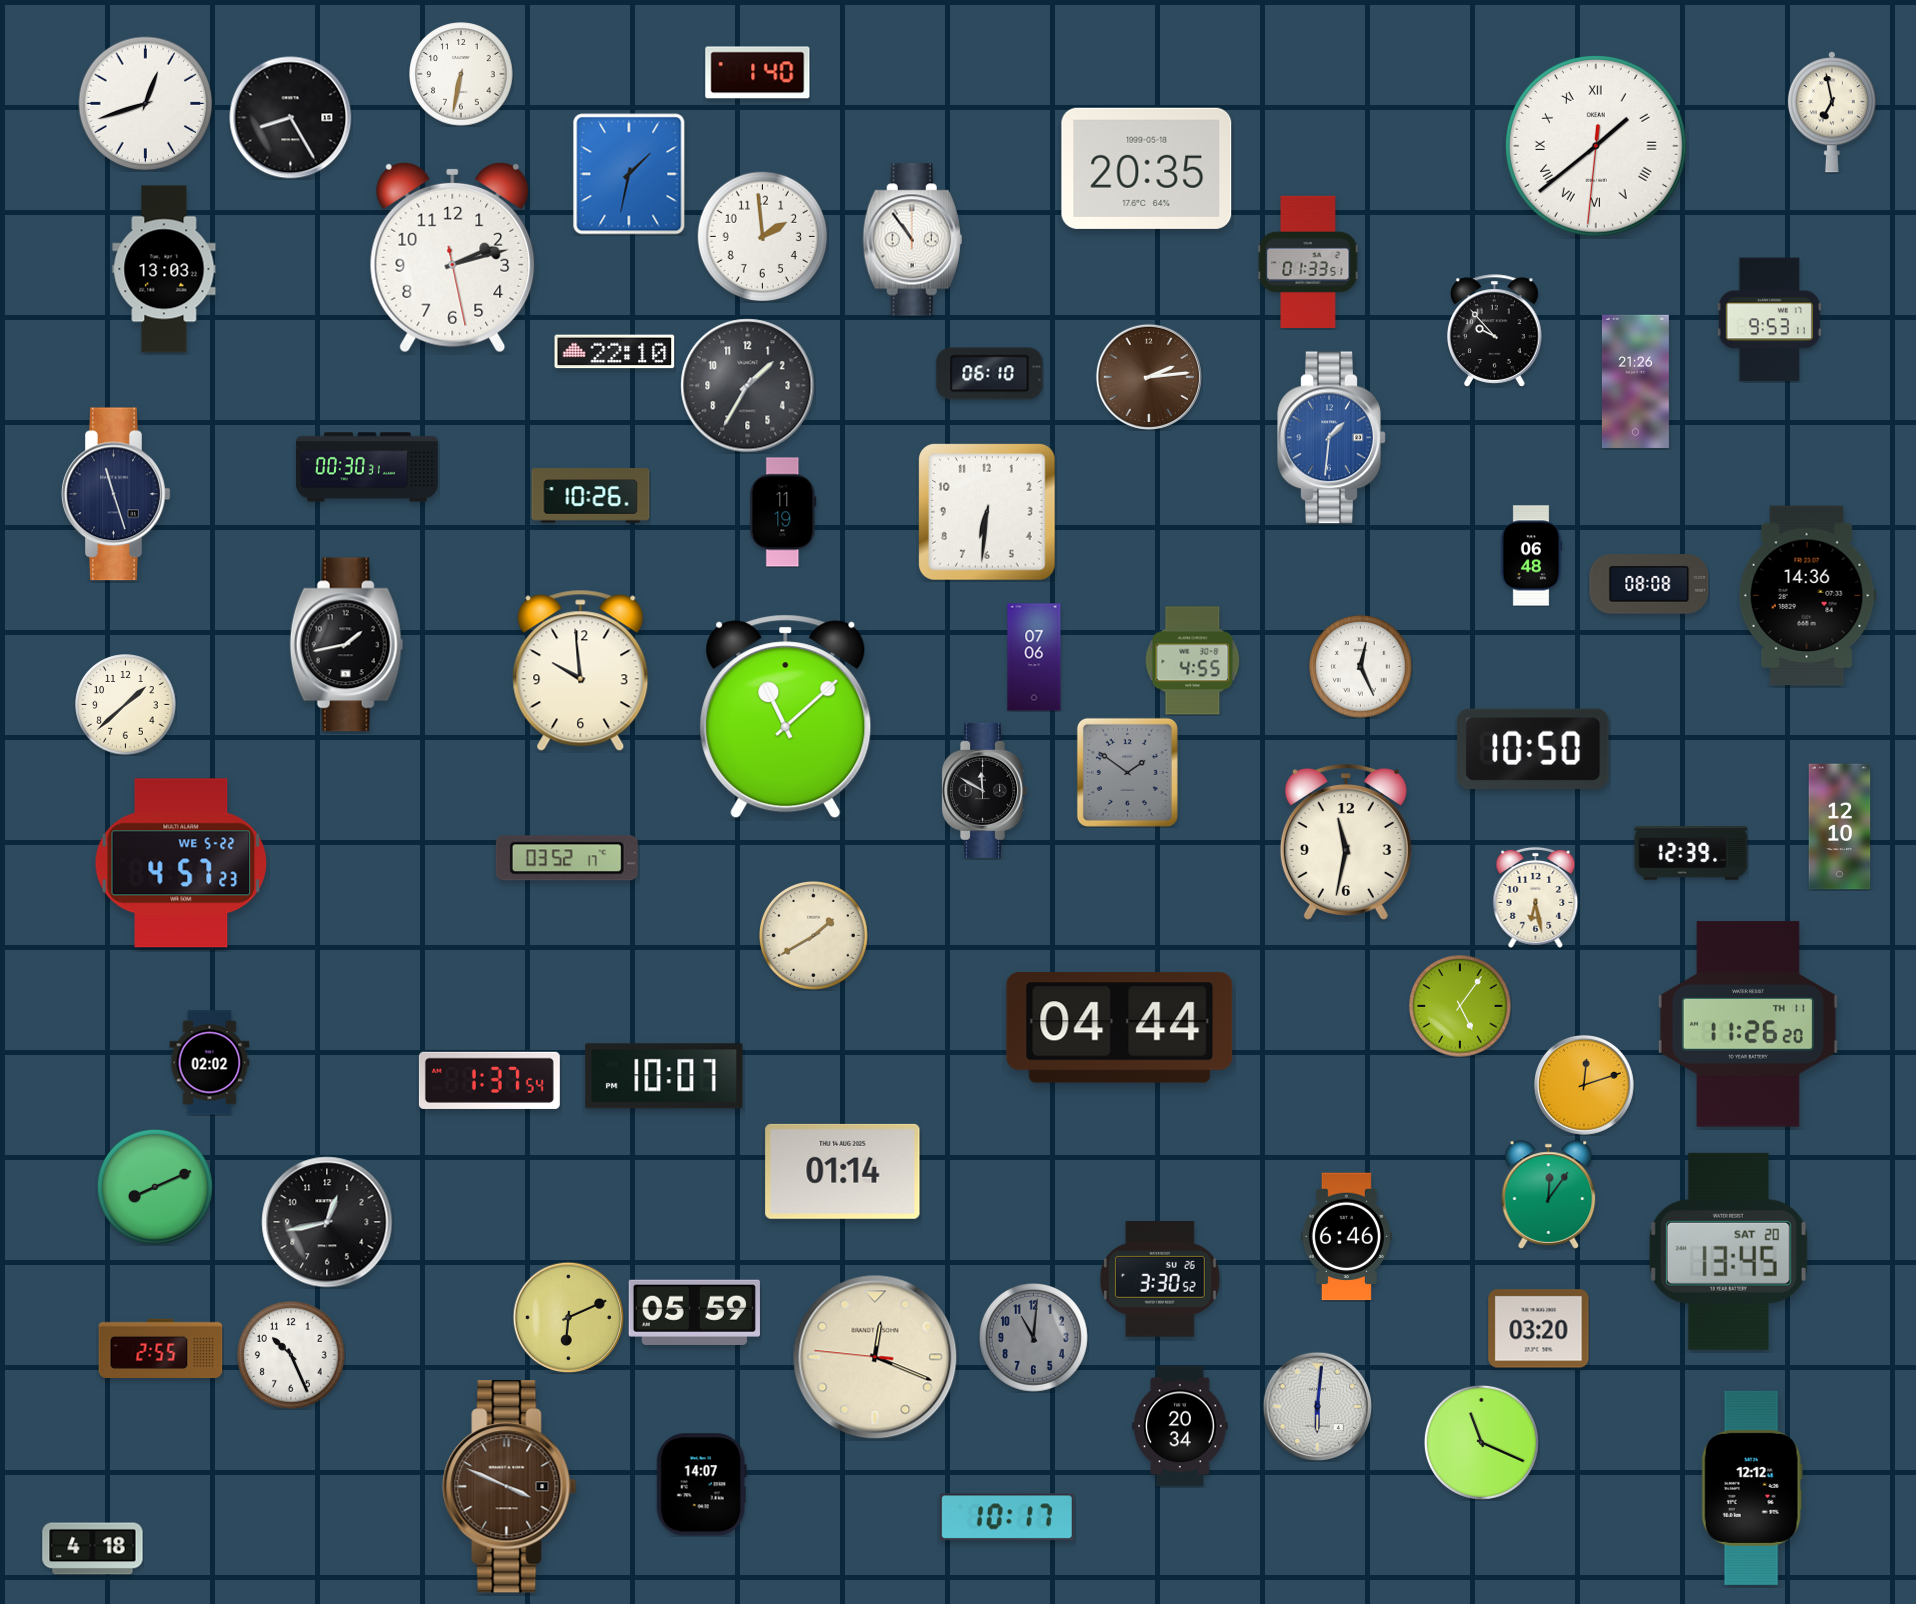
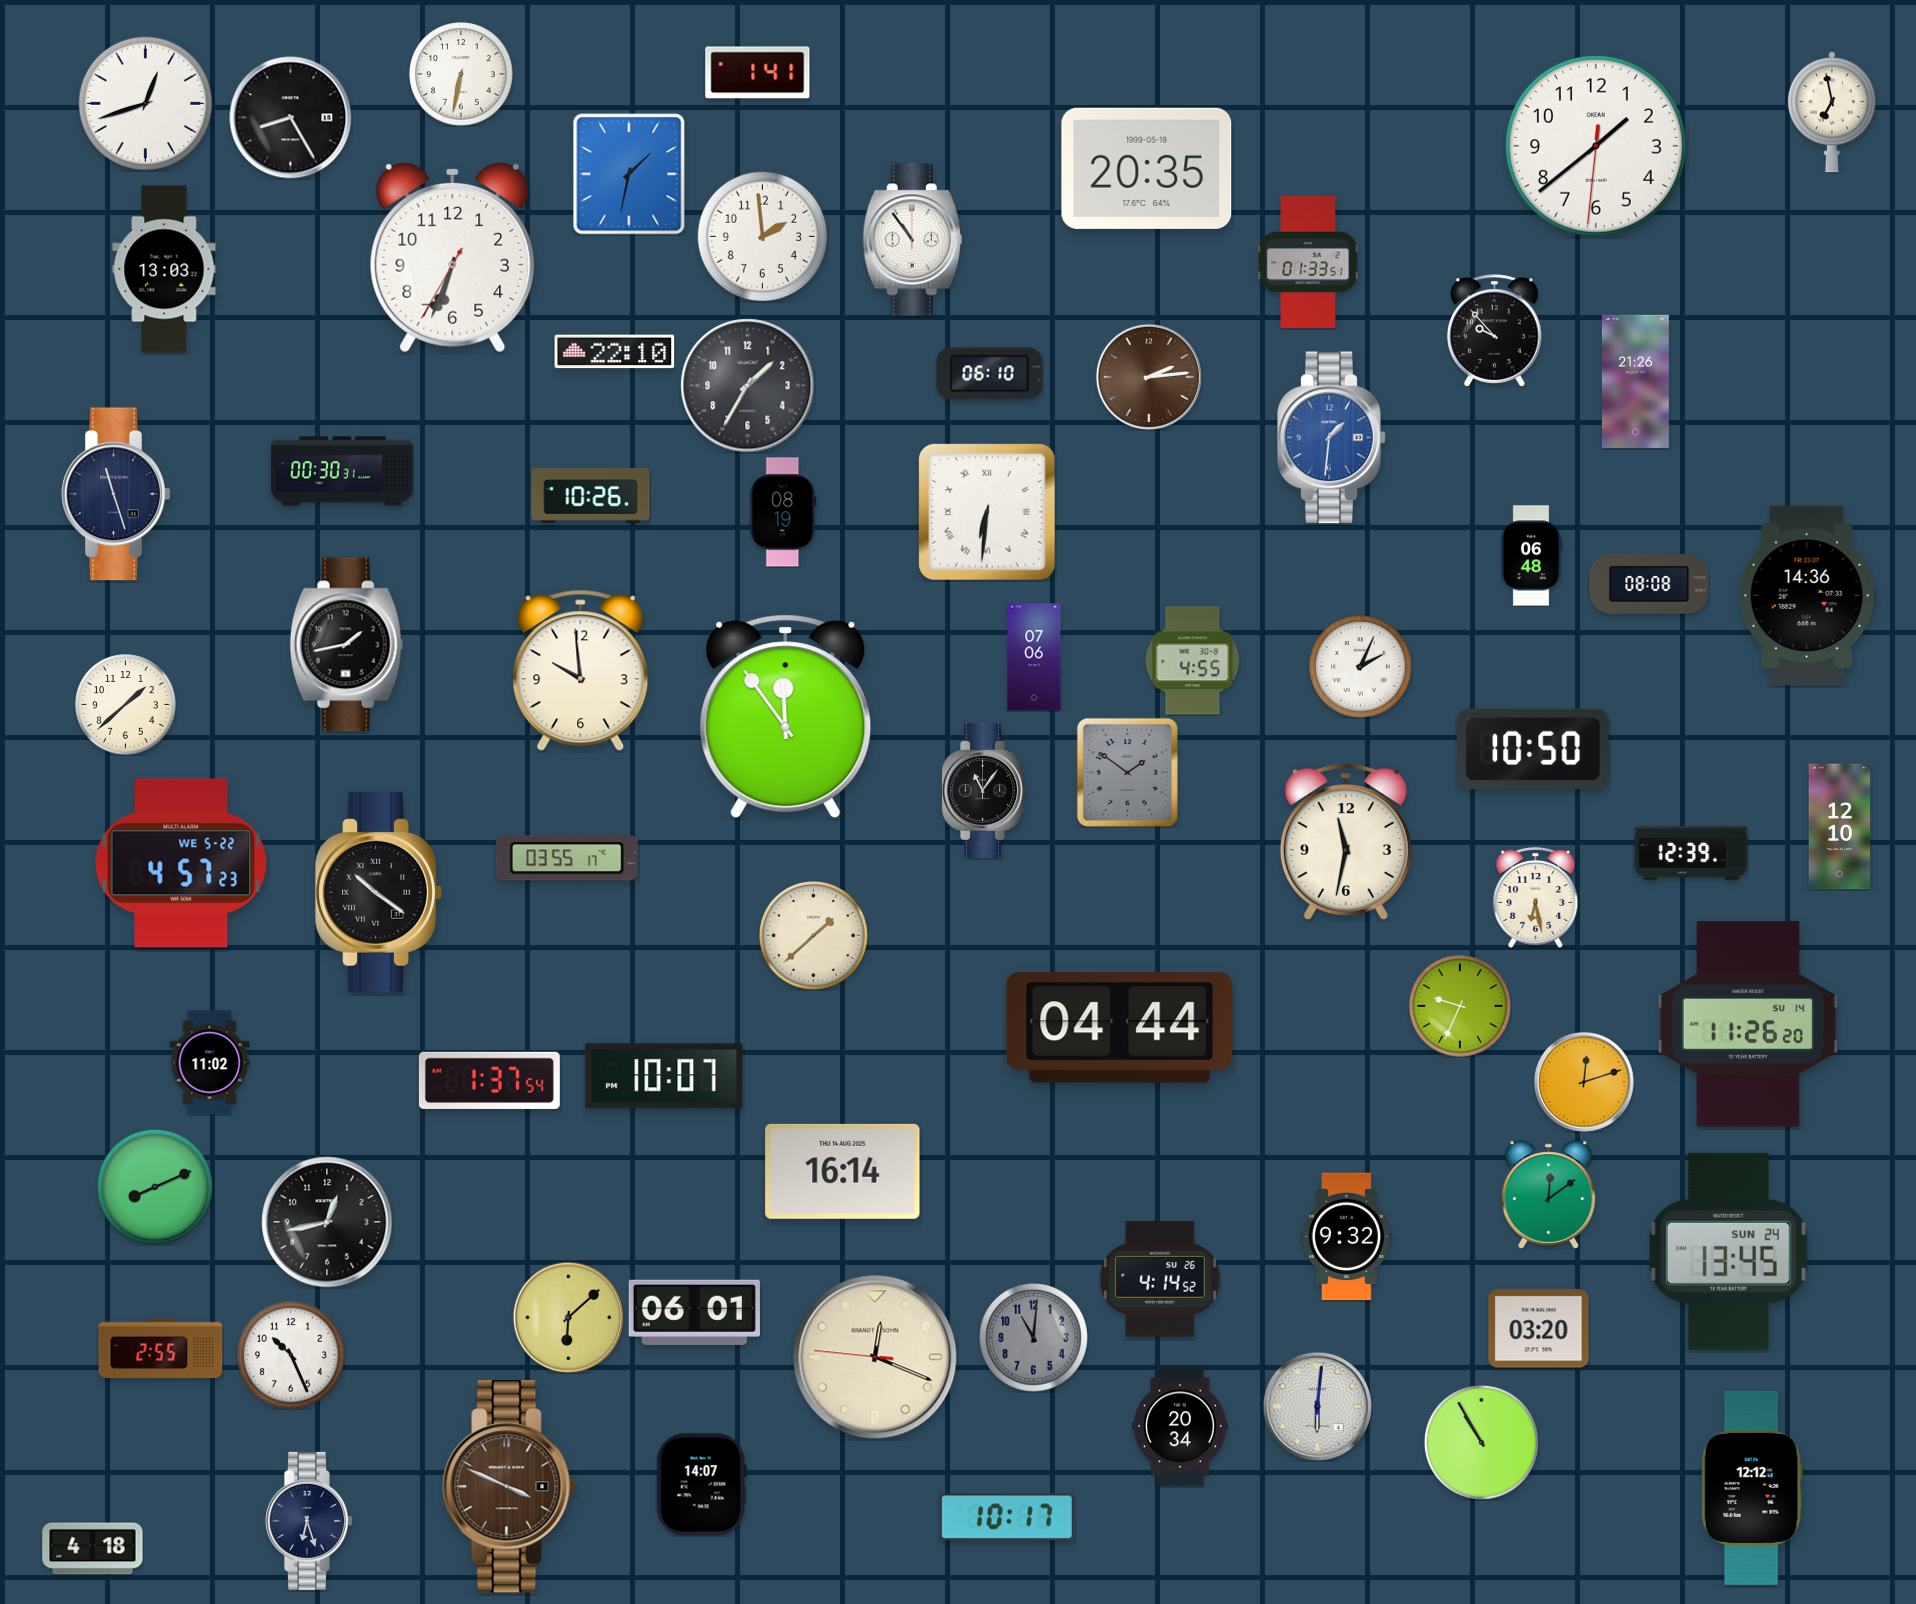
clock at (758, 73): 1:40 -> 1:41
clock at (1596, 146) numerals: Roman -> Arabic
clock at (453, 257): 2:12 -> 6:33
clock at (1769, 320): 9:53 -> none
clock at (368, 467) position: (368, 467) -> (343, 471)
clock at (783, 512): 11:19 -> 08:19
clock at (988, 513) numerals: Arabic -> Roman
clock at (1361, 667): 12:26 -> 2:04
clock at (786, 717): 11:08 -> 11:54
clock at (985, 790): 11:50 -> 11:06
clock at (567, 858): 03:52 -> 03:55
clock at (379, 892): none -> 10:21
clock at (814, 936): 1:40 -> 1:38
clock at (1460, 1006): 5:06 -> 9:34
clock at (1748, 1024) date: TH 11 -> SU 14
clock at (210, 1063): 02:02 -> 11:02
clock at (1585, 1086) position: (1585, 1086) -> (1585, 1083)
clock at (843, 1171): 01:14 -> 16:14
clock at (1549, 1195): 12:06 -> 12:09
clock at (1346, 1237): 6:46 -> 9:32
clock at (1728, 1251) date: SAT 20 -> SUN 24
clock at (1161, 1280): 3:30 -> 4:14
clock at (694, 1312): 05:59 -> 06:01
clock at (568, 1317): 6:11 -> 6:08
clock at (1481, 1442): 11:19 -> 10:55
clock at (310, 1521): none -> 6:27
